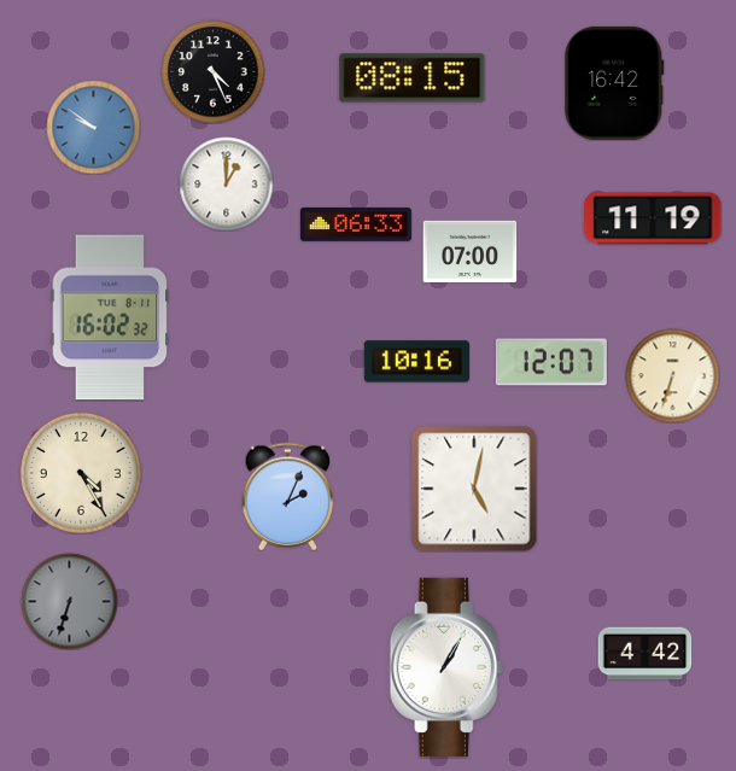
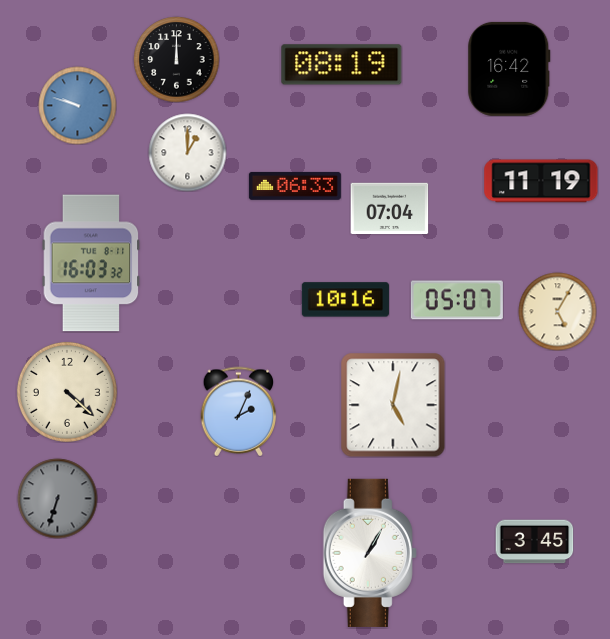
clock at (212, 71): 4:26 -> 12:00
clock at (413, 78): 08:15 -> 08:19
clock at (93, 127): 9:51 -> 9:48
clock at (469, 252): 07:00 -> 07:04
clock at (110, 317): 16:02 -> 16:03
clock at (551, 362): 12:07 -> 05:07
clock at (672, 375): 6:33 -> 5:05
clock at (81, 473): 4:25 -> 4:22
clock at (644, 654): 4:42 -> 3:45
